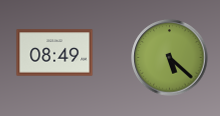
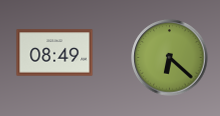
clock at (170, 58): 5:22 -> 6:22
